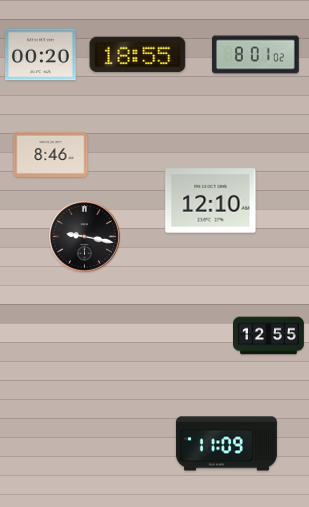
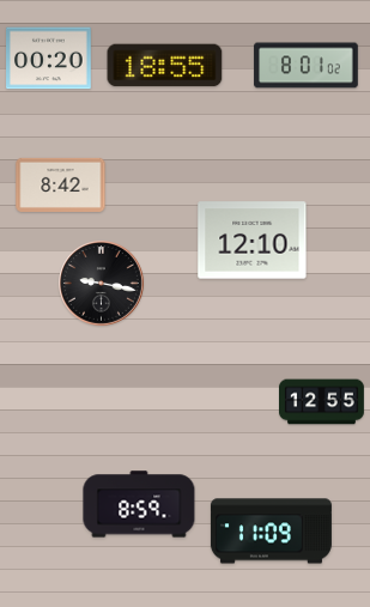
clock at (41, 55) position: (41, 55) -> (49, 59)
clock at (51, 154): 8:46 -> 8:42
clock at (139, 504): none -> 8:59
